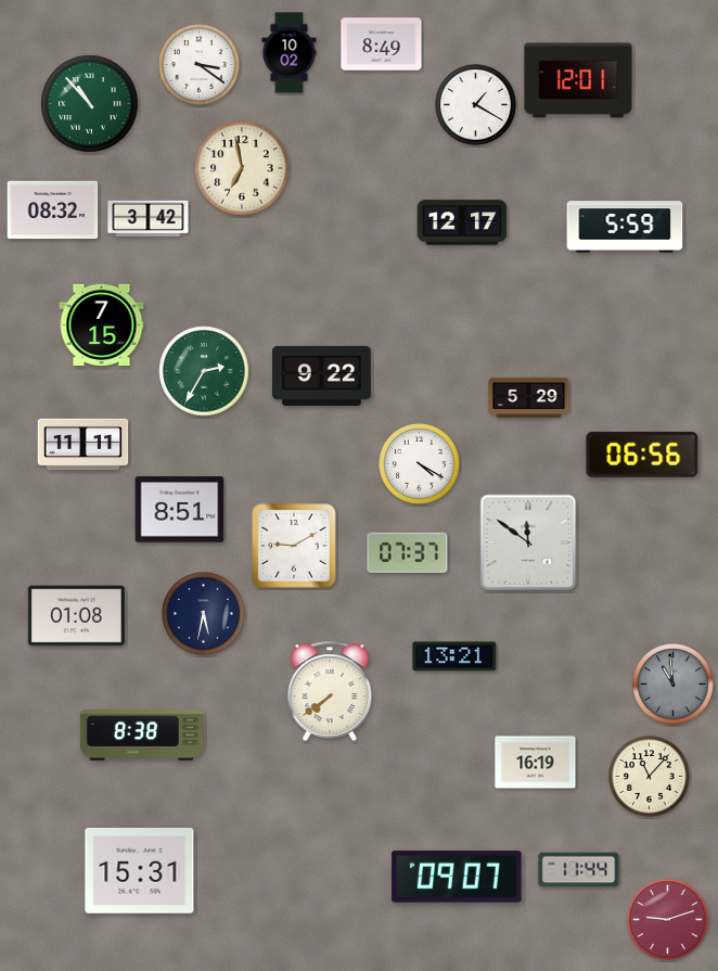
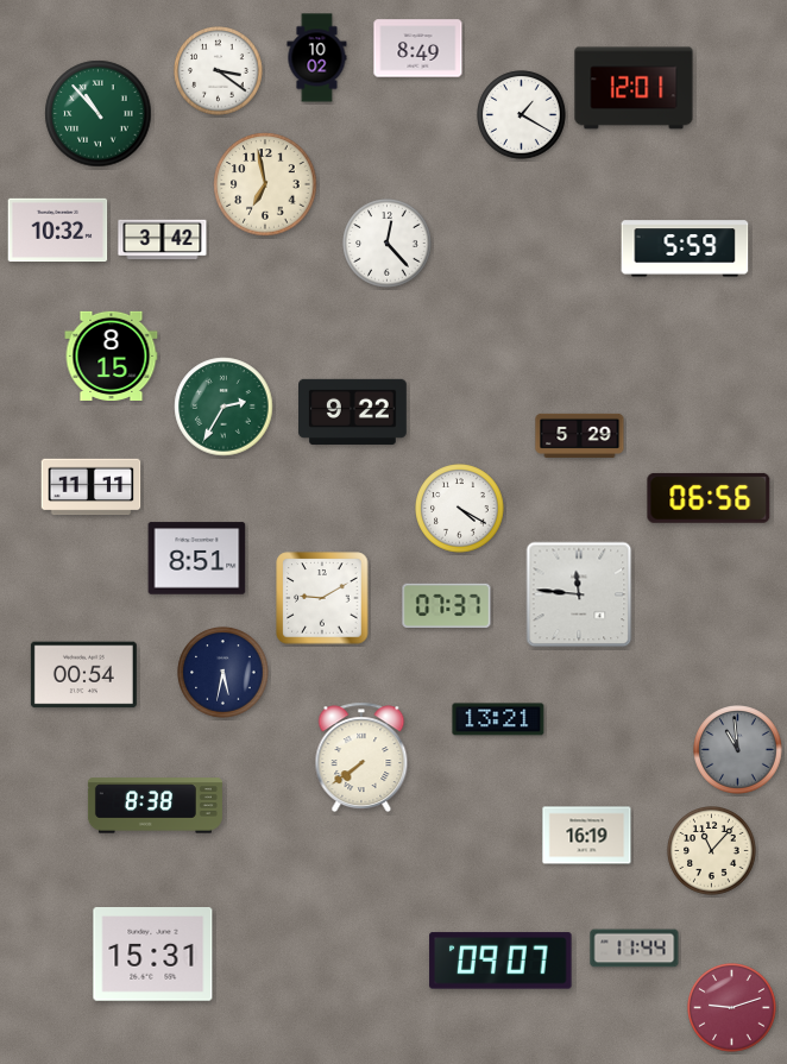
clock at (53, 210): 08:32 -> 10:32
clock at (388, 244): none -> 12:23
clock at (462, 222): 12:17 -> none
clock at (102, 324): 7:15 -> 8:15
clock at (642, 455) position: (642, 455) -> (709, 498)
clock at (528, 542): 11:51 -> 11:46
clock at (76, 616): 01:08 -> 00:54
clock at (579, 870) position: (579, 870) -> (635, 949)
